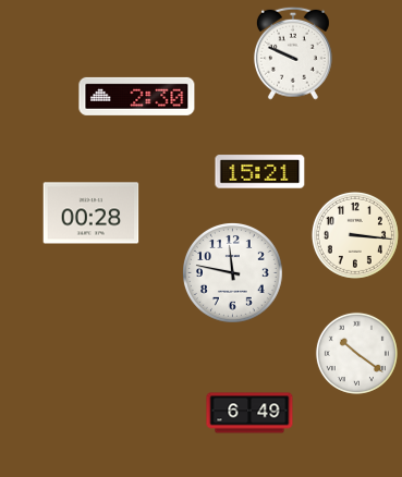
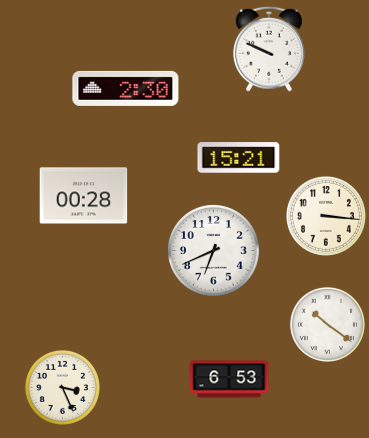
clock at (233, 273): 11:47 -> 6:41
clock at (249, 413): 6:49 -> 6:53
clock at (62, 387): none -> 3:26
